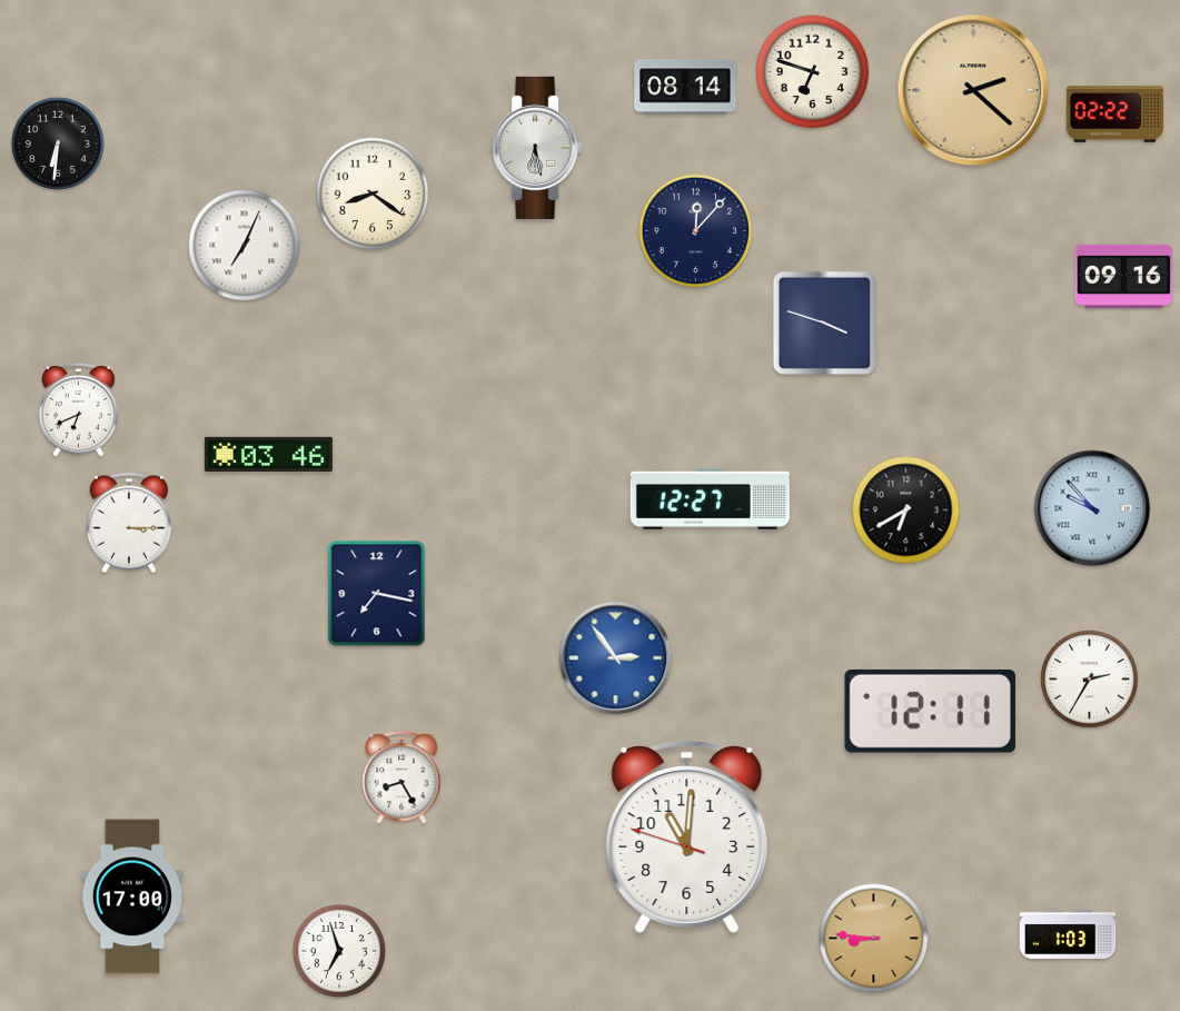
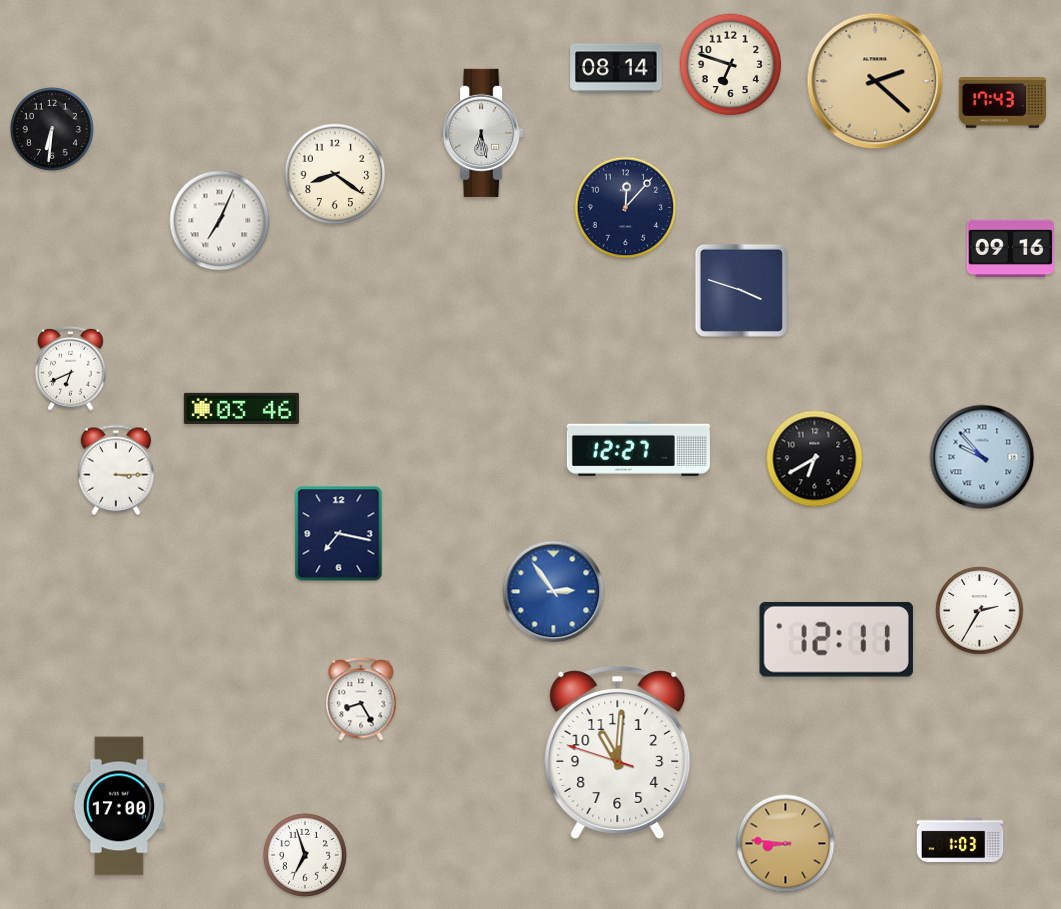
clock at (685, 87) position: (685, 87) -> (616, 68)
clock at (1114, 115): 02:22 -> 17:43
